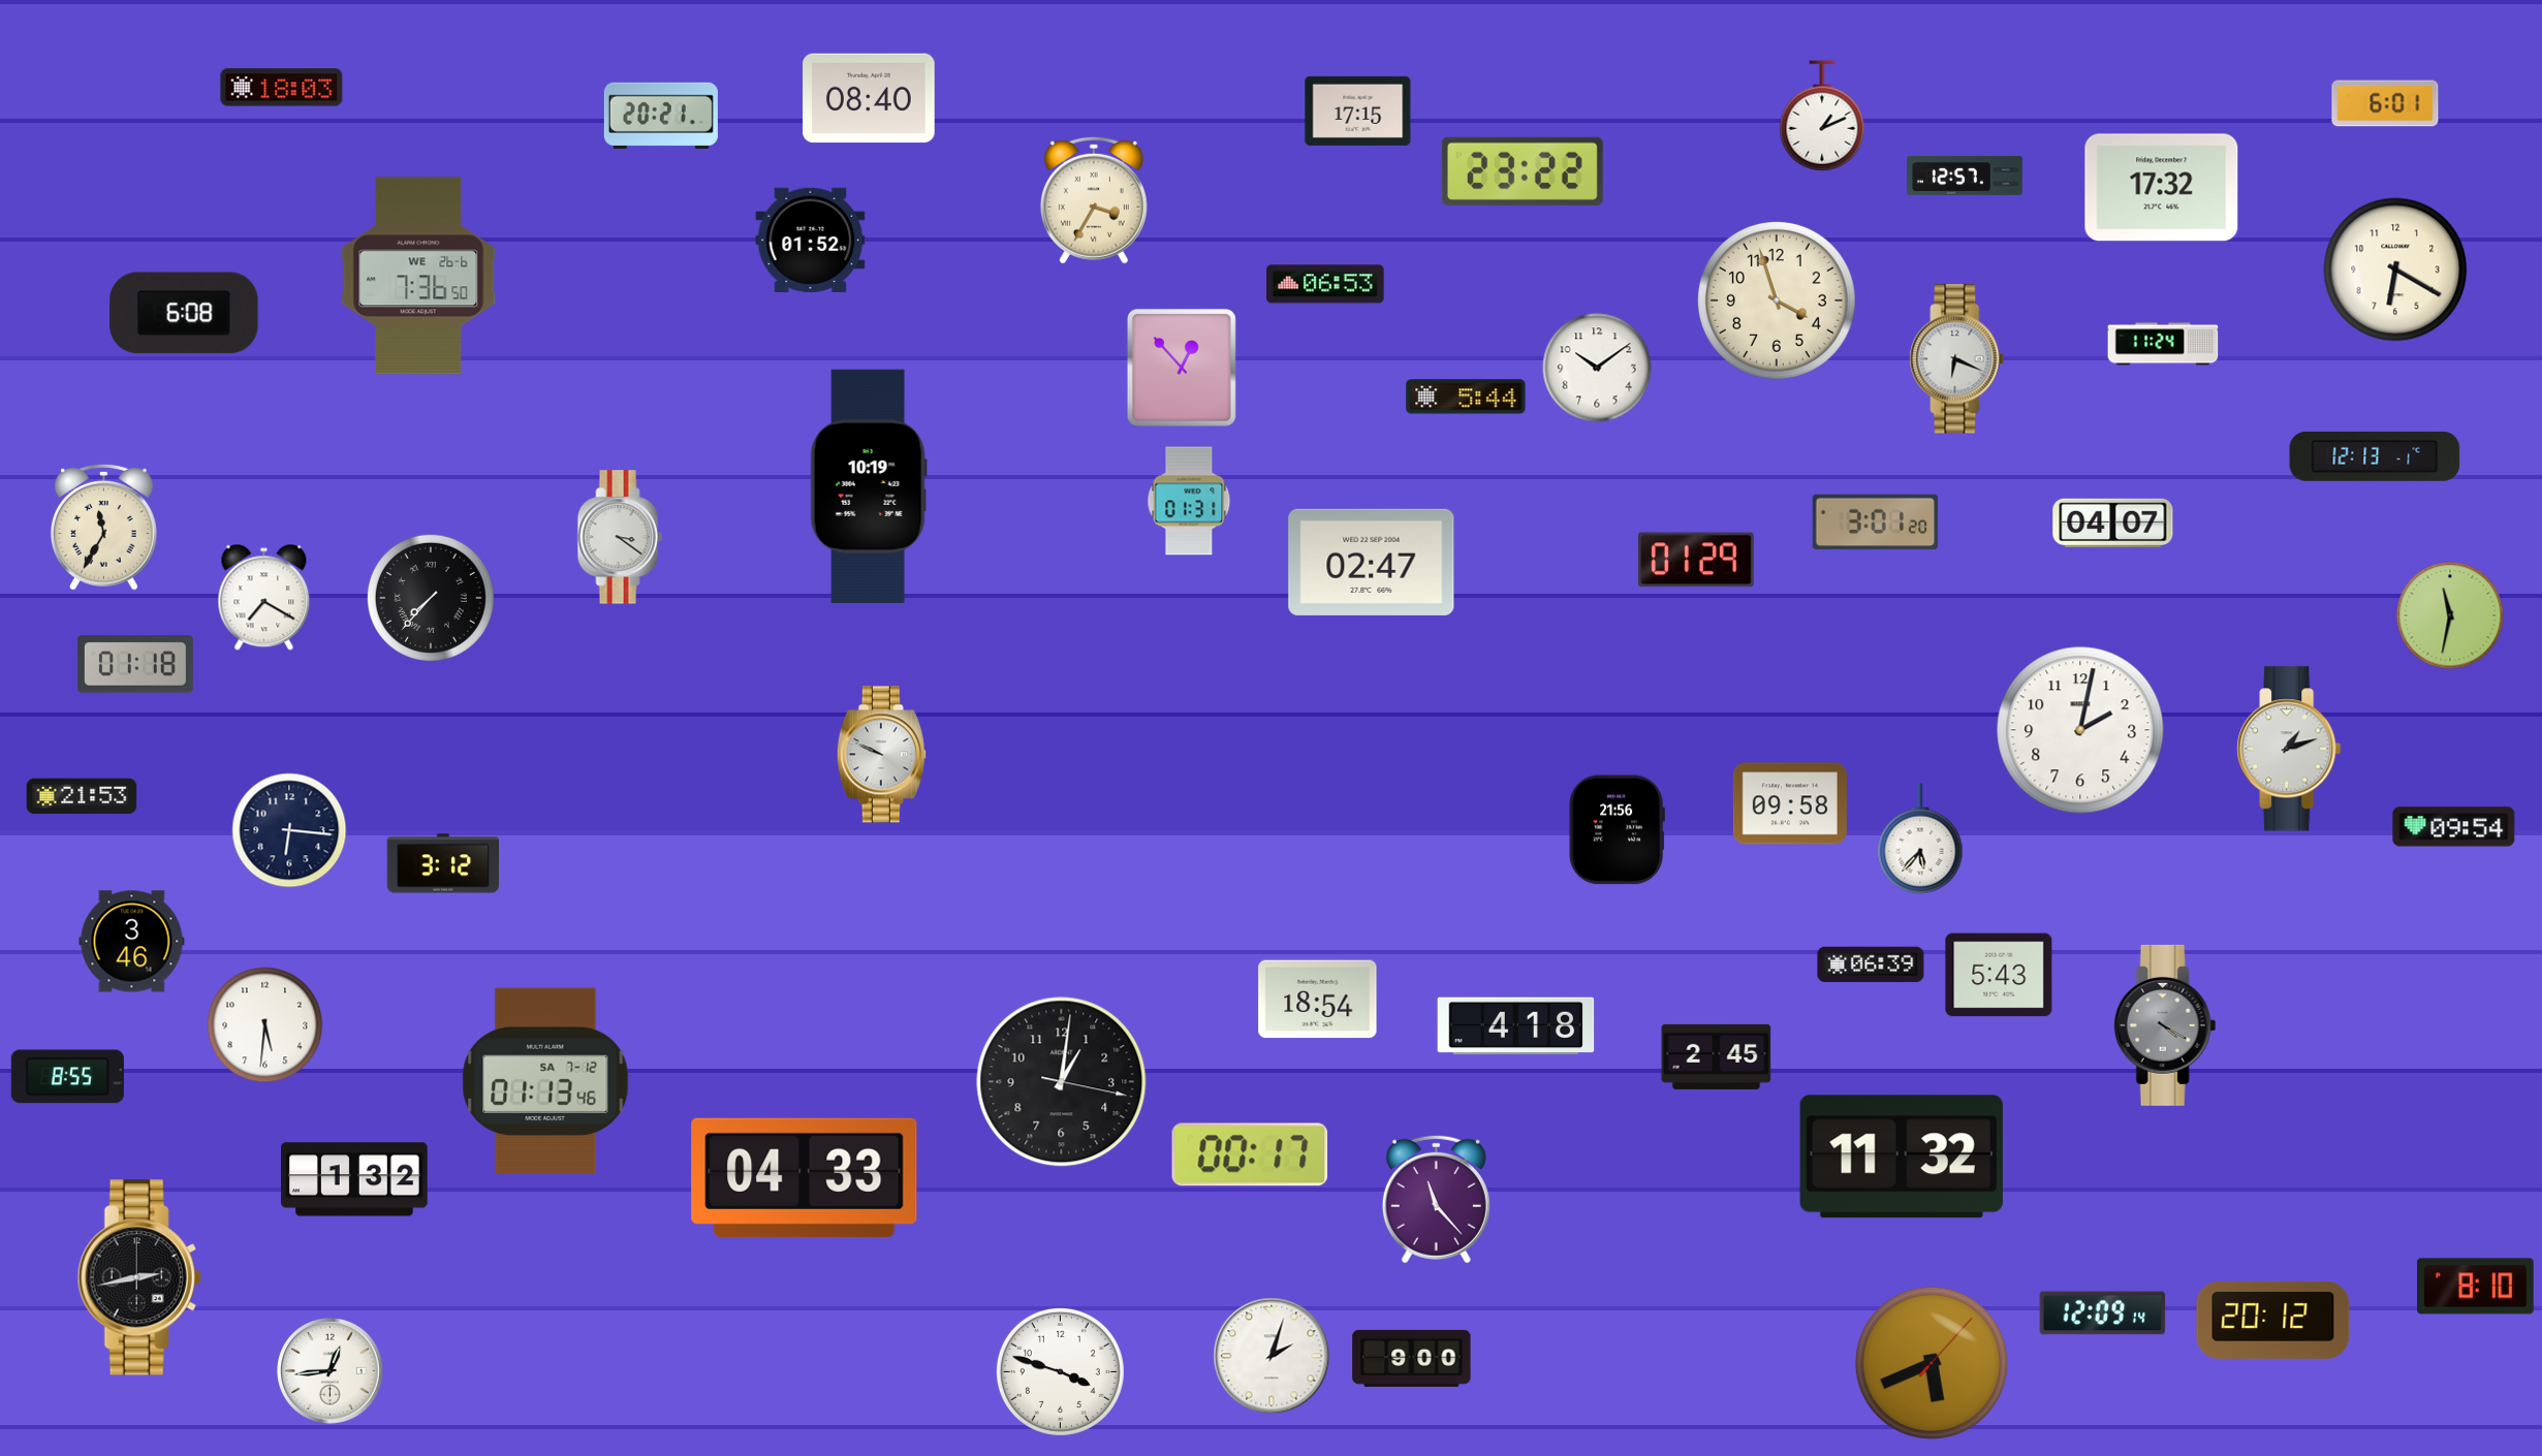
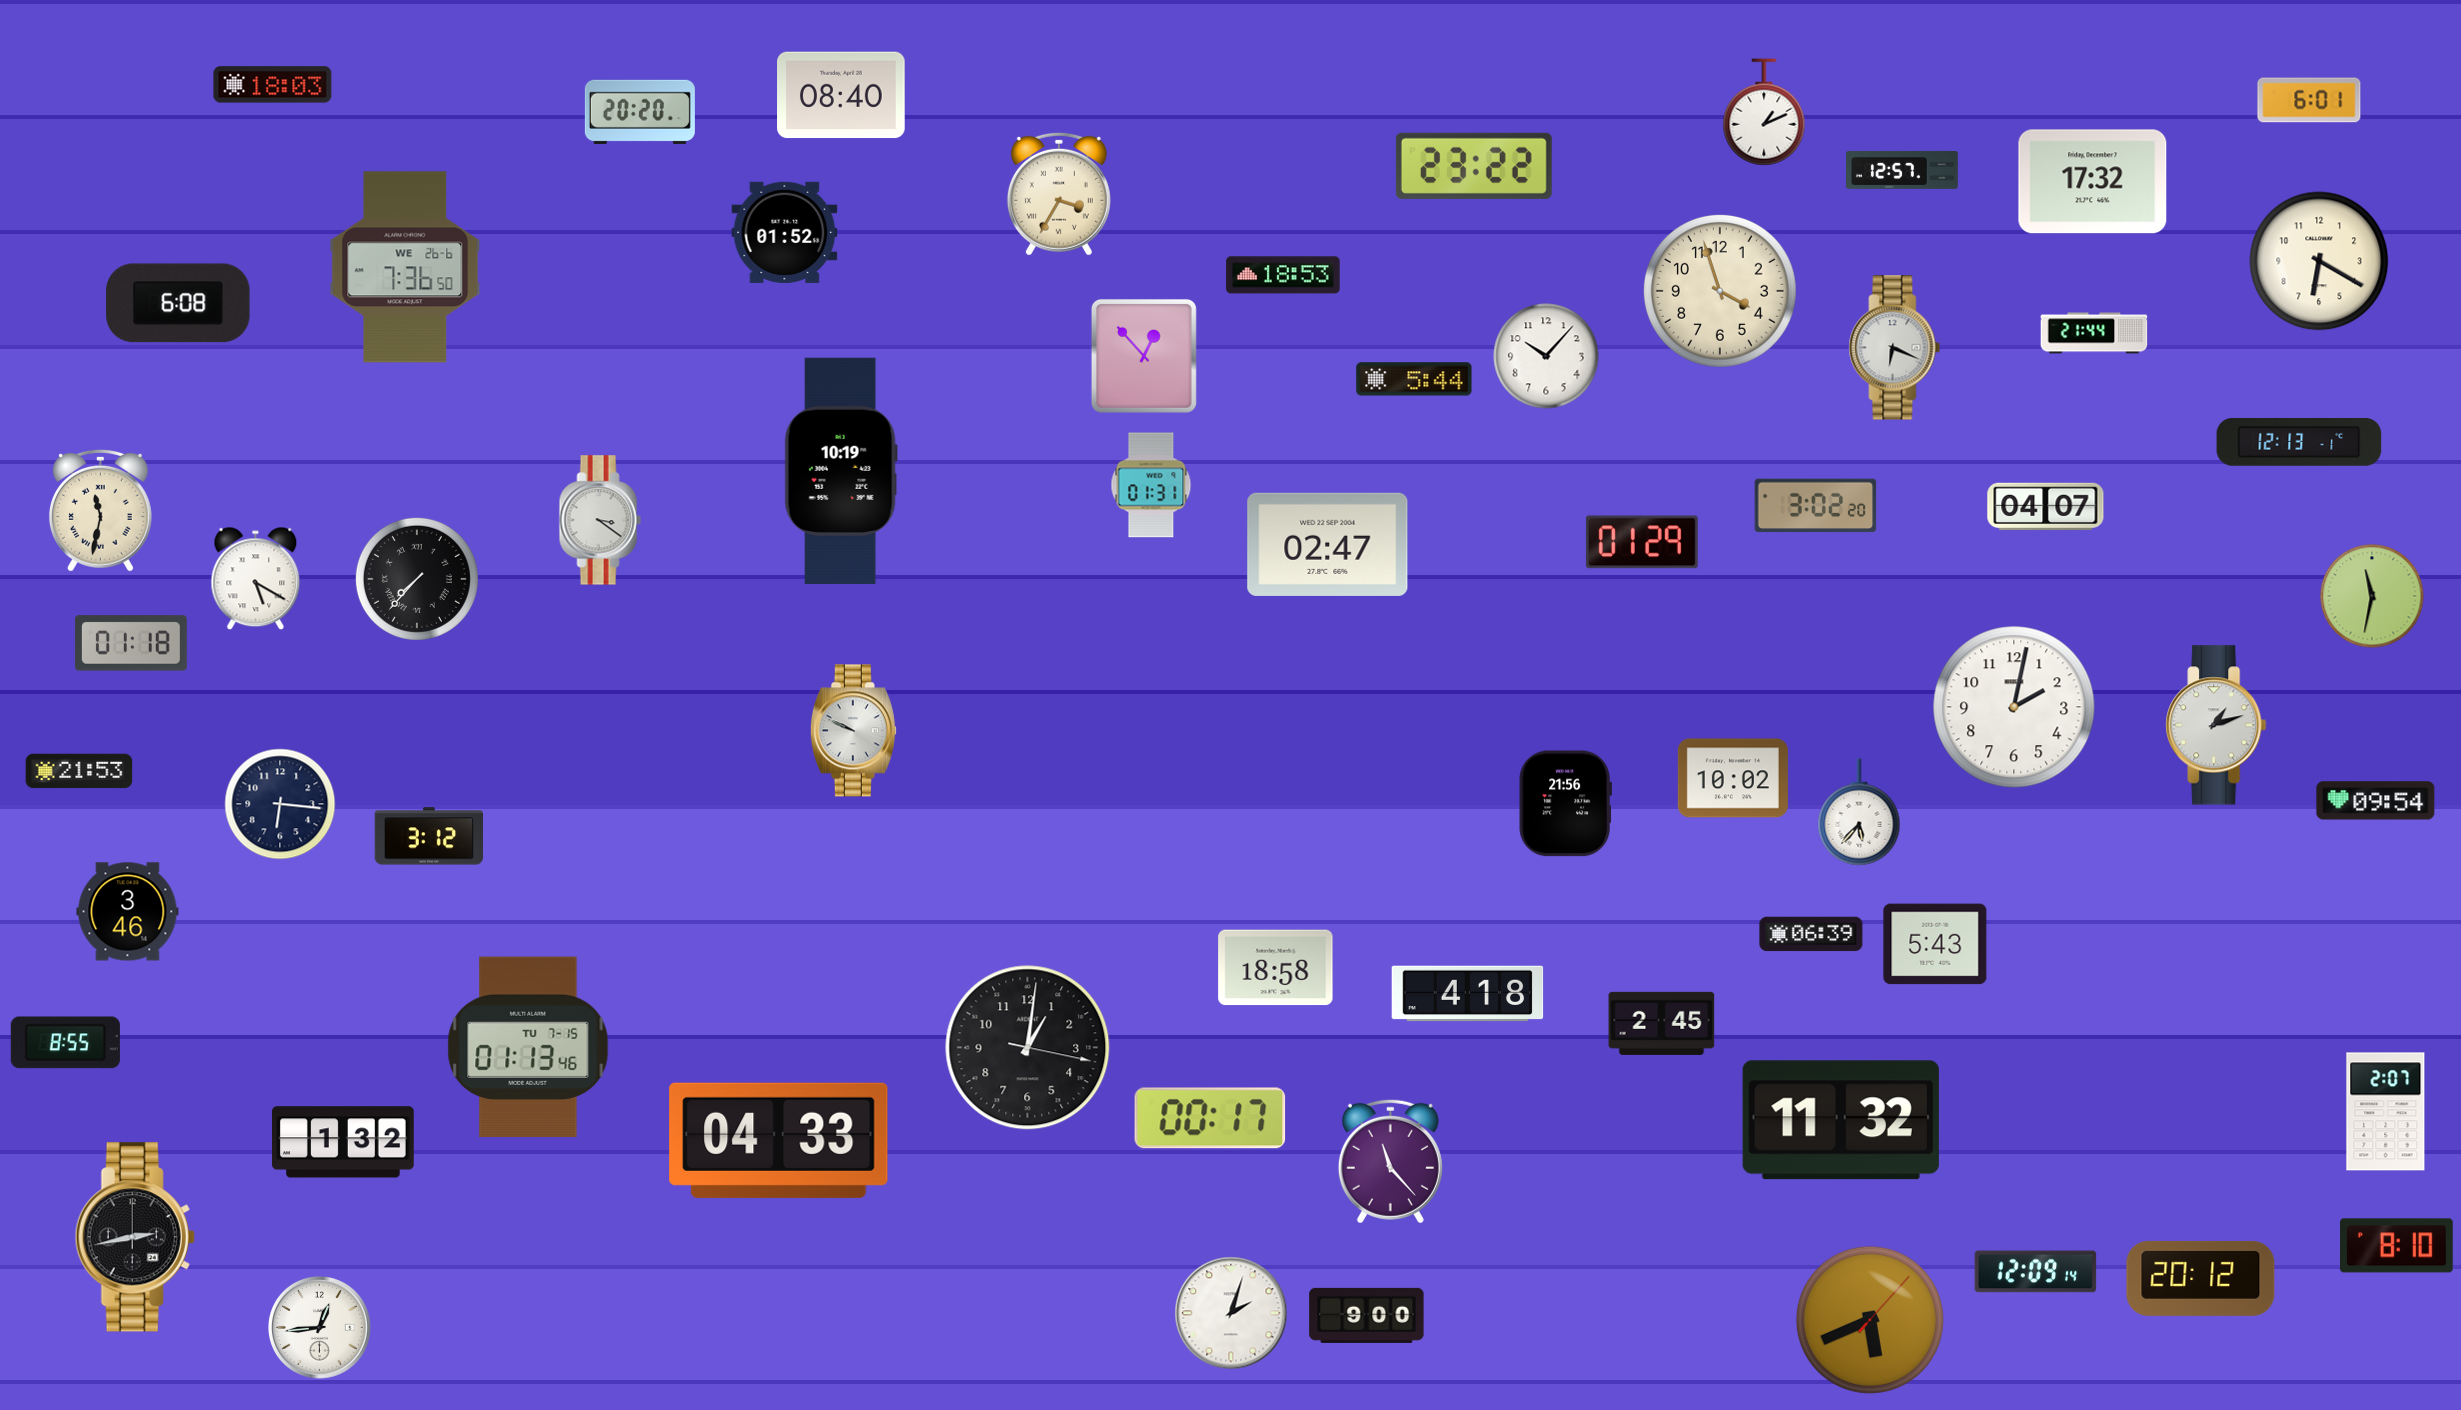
clock at (1358, 110): 17:15 -> none
clock at (661, 116): 20:21 -> 20:20
clock at (1325, 284): 06:53 -> 18:53
clock at (2163, 344): 11:24 -> 21:44
clock at (1597, 368): 10:09 -> 10:07
clock at (1466, 397) position: (1466, 397) -> (1414, 379)
clock at (1876, 523): 3:01 -> 3:02
clock at (103, 527): 11:35 -> 11:32
clock at (264, 598): 7:20 -> 5:20
clock at (1790, 803): 09:58 -> 10:02
clock at (1318, 1000): 18:54 -> 18:58
clock at (265, 1025): 5:31 -> none
clock at (2165, 1025): 4:20 -> none
clock at (545, 1081) date: SA 7-12 -> TU 7-15
clock at (2386, 1112): none -> 2:07
clock at (1060, 1371): 3:48 -> none
